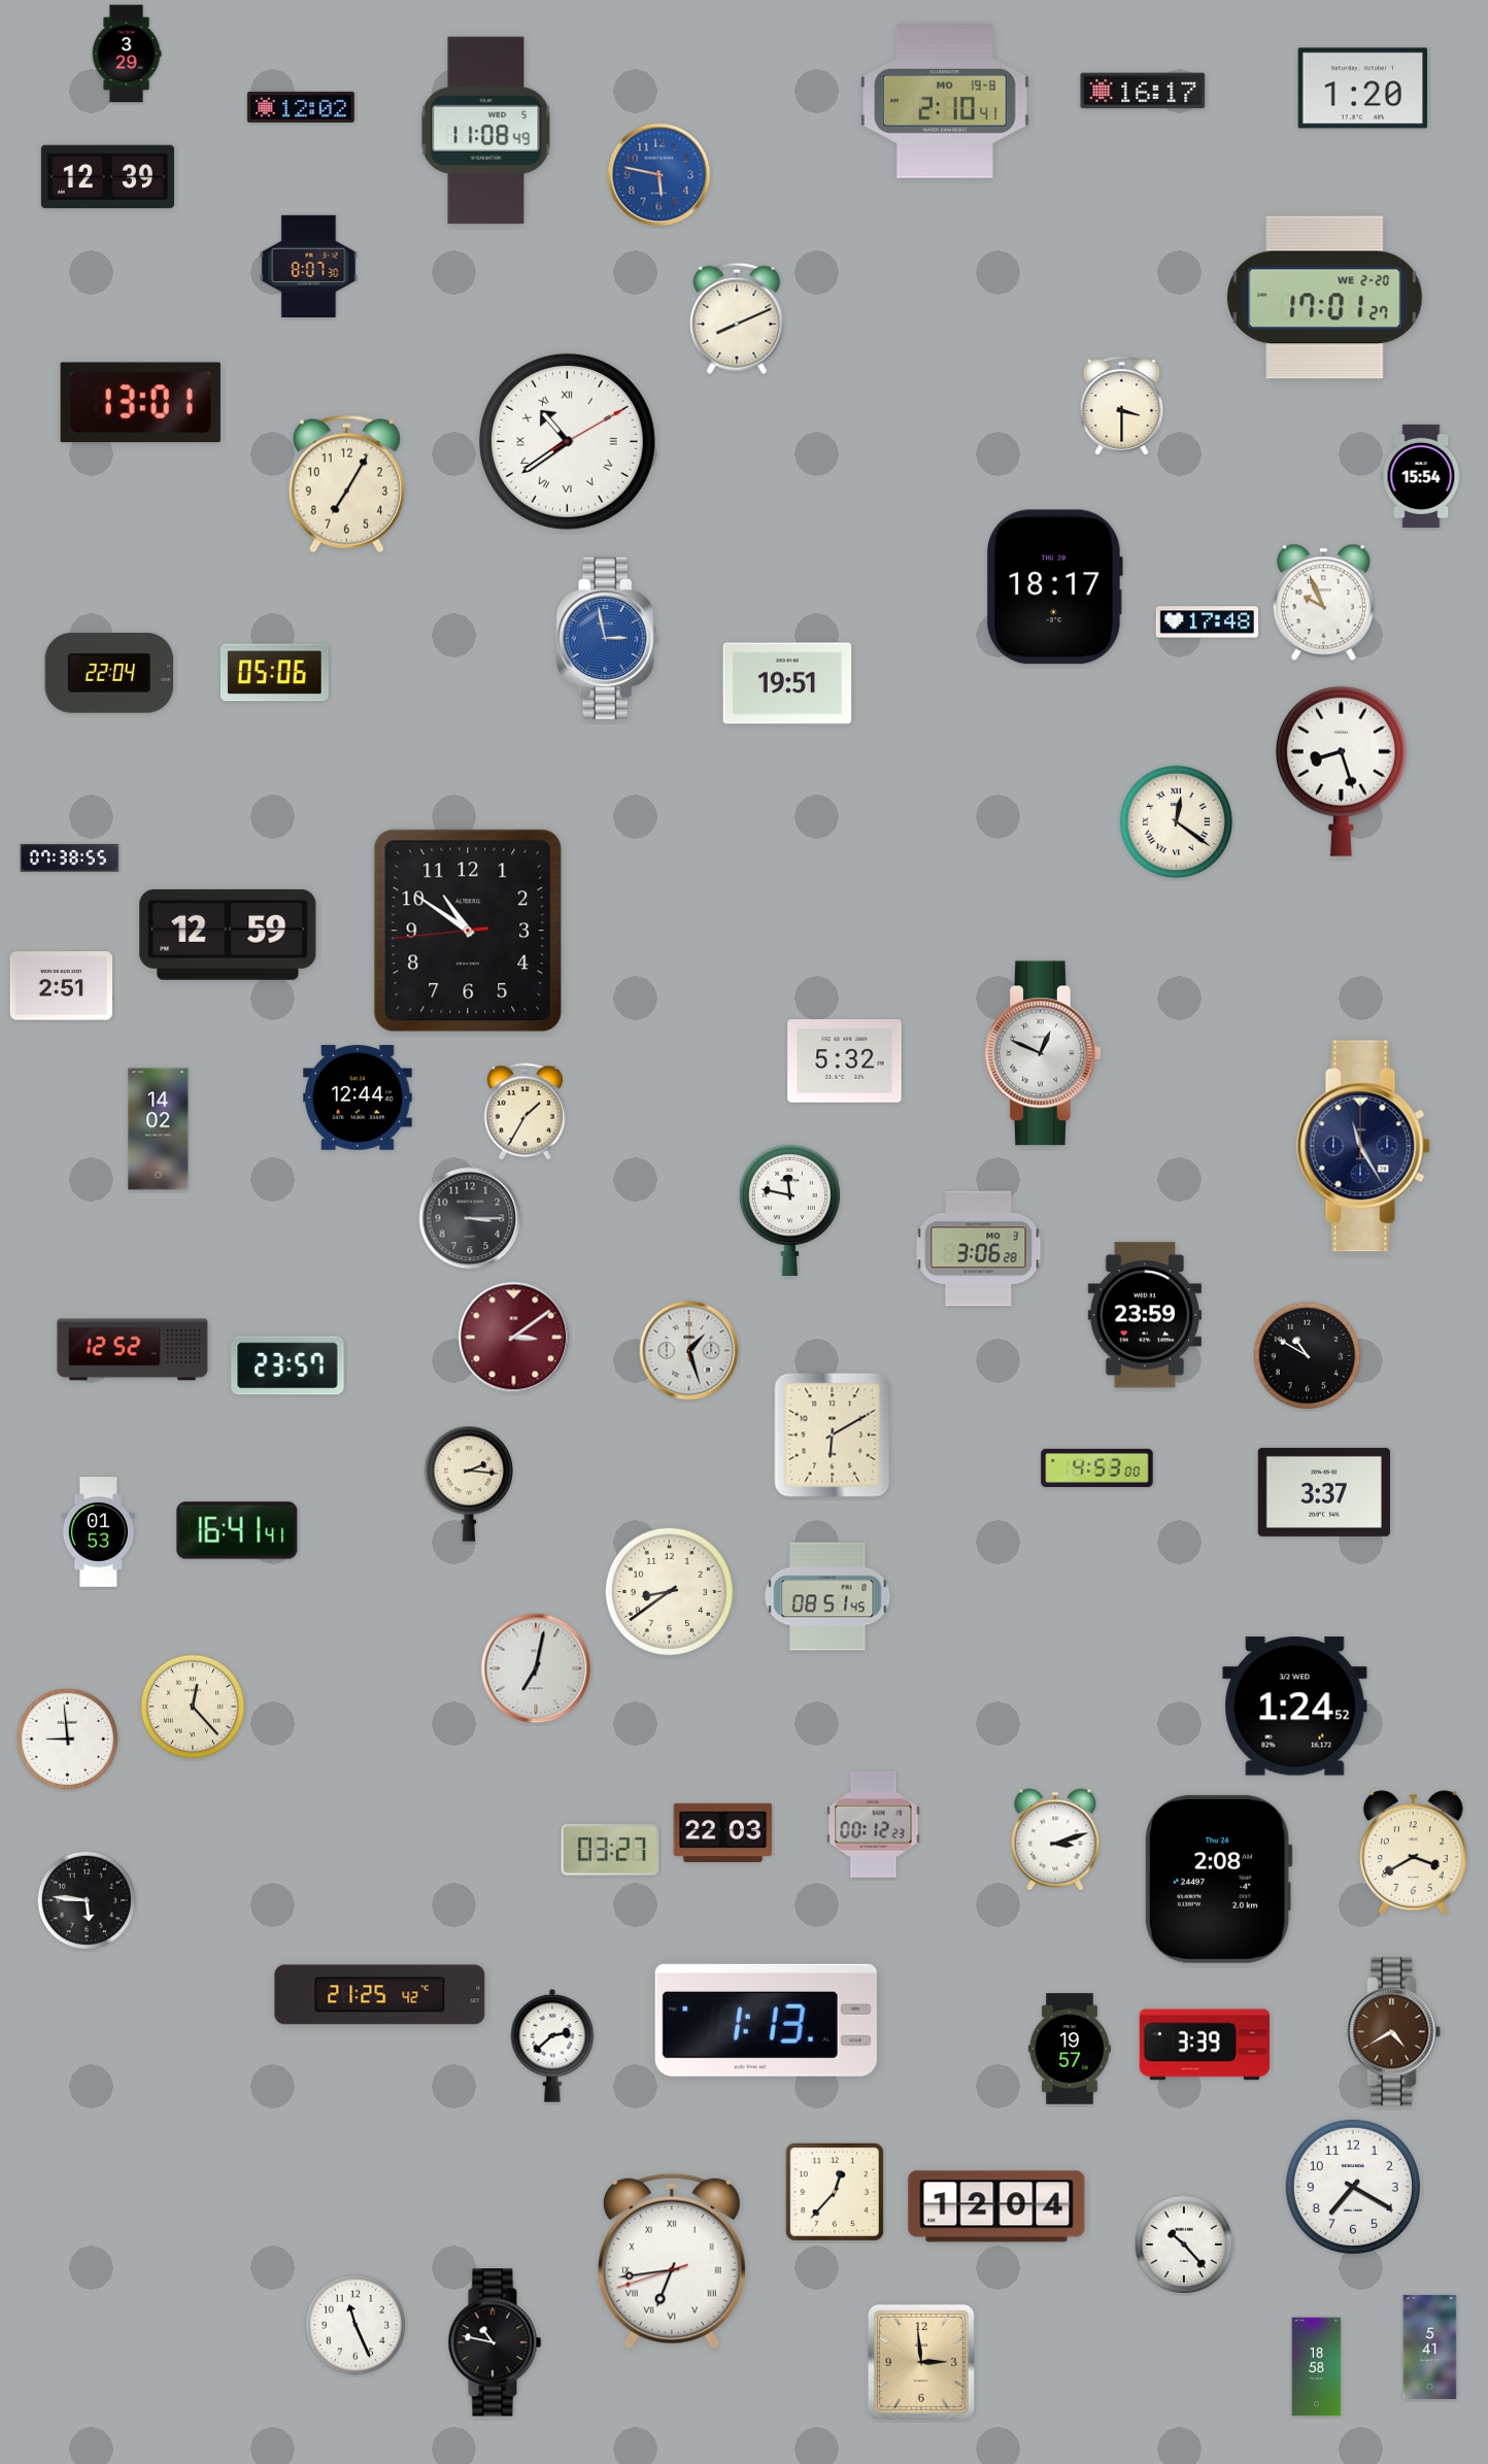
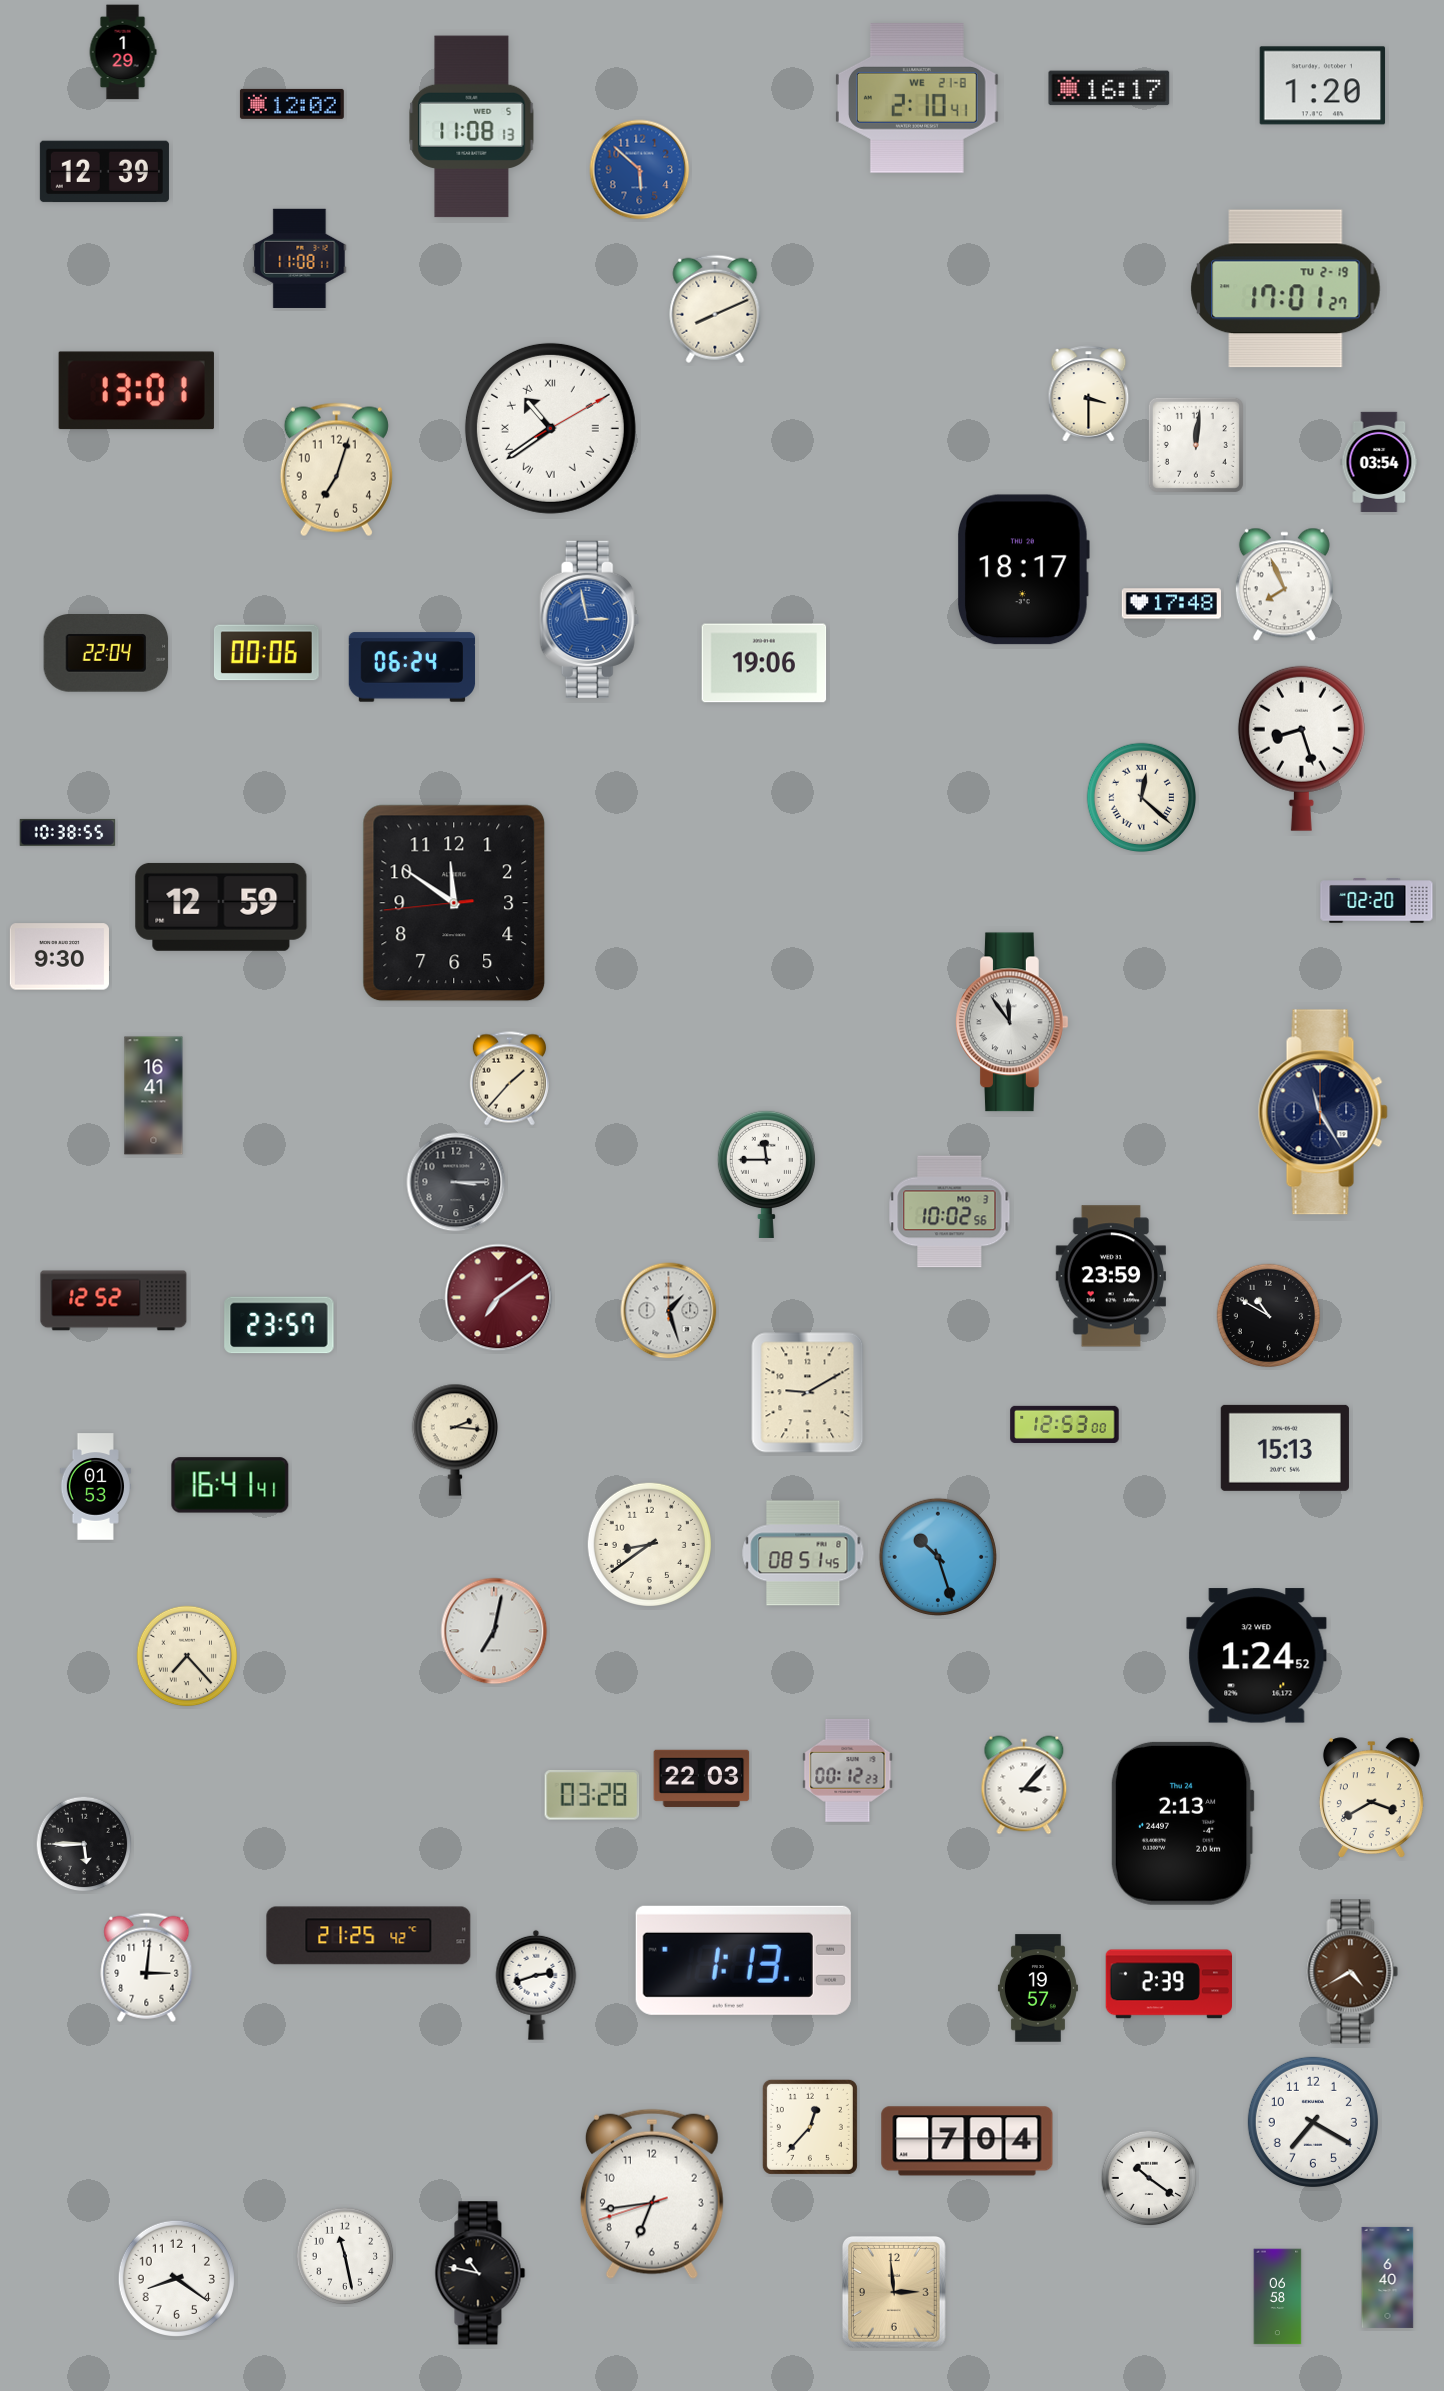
clock at (127, 54): 3:29 -> 1:29
clock at (945, 101) date: MO 19-8 -> WE 21-8
clock at (486, 131): 11:08:49 -> 11:08:13
clock at (660, 175): 5:47 -> 5:52
clock at (309, 266): 8:07 -> 11:08
clock at (1325, 298) date: WE 2-20 -> TU 2-19
clock at (1196, 445): none -> 12:01
clock at (1421, 476): 15:54 -> 03:54
clock at (346, 484): 7:05 -> 7:03
clock at (1323, 603): 9:56 -> 7:56
clock at (274, 673): 05:06 -> 00:06
clock at (787, 683): 19:51 -> 19:06
clock at (412, 667): none -> 06:24
clock at (1177, 822): 12:21 -> 12:22
clock at (70, 857): 07:38 -> 10:38
clock at (1377, 901): none -> 02:20
clock at (468, 931): 10:50 -> 11:50
clock at (61, 986): 2:51 -> 9:30
clock at (1043, 1053): 12:49 -> 11:54
clock at (845, 1061): 5:32 -> none
clock at (358, 1099): 12:44 -> none
clock at (525, 1112): 1:35 -> 1:37
clock at (159, 1129): 14:02 -> 16:41
clock at (789, 1210): 11:47 -> 11:45
clock at (979, 1249): 3:06 -> 10:02
clock at (514, 1338): 3:09 -> 7:09
clock at (133, 1350) position: (133, 1350) -> (114, 1301)
clock at (833, 1436): 6:10 -> 9:10
clock at (1097, 1467): 4:53 -> 12:53
clock at (1324, 1492): 3:37 -> 15:13
clock at (827, 1596) position: (827, 1596) -> (803, 1553)
clock at (938, 1557): none -> 10:27
clock at (536, 1668) position: (536, 1668) -> (494, 1631)
clock at (193, 1707): 12:23 -> 7:23
clock at (68, 1740): 8:59 -> none
clock at (1055, 1839): 3:12 -> 3:07
clock at (610, 1850): 03:27 -> 03:28
clock at (1218, 1879): 2:08 -> 2:13
clock at (87, 1900): 5:46 -> 5:45
clock at (147, 1967): none -> 3:01
clock at (1204, 2045): 3:39 -> 2:39
clock at (552, 2046): 2:38 -> 2:42
clock at (996, 2206): 12:04 -> 7:04
clock at (1184, 2244): 10:23 -> 10:21
clock at (672, 2261) numerals: Roman -> Arabic
clock at (356, 2325): 11:26 -> 11:28
clock at (1430, 2347): 5:41 -> 6:40
clock at (176, 2278): none -> 8:21
clock at (1317, 2367): 18:58 -> 06:58
